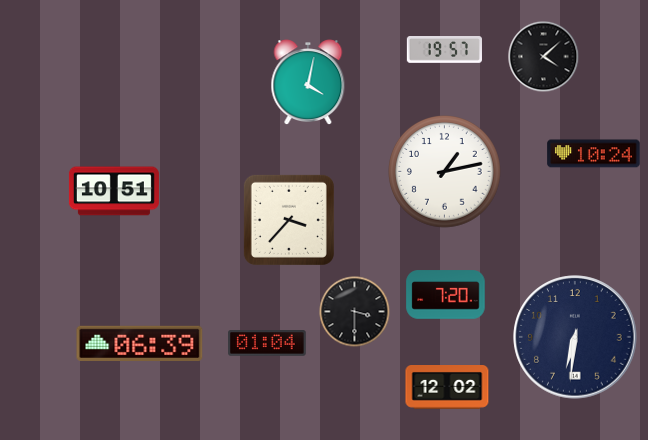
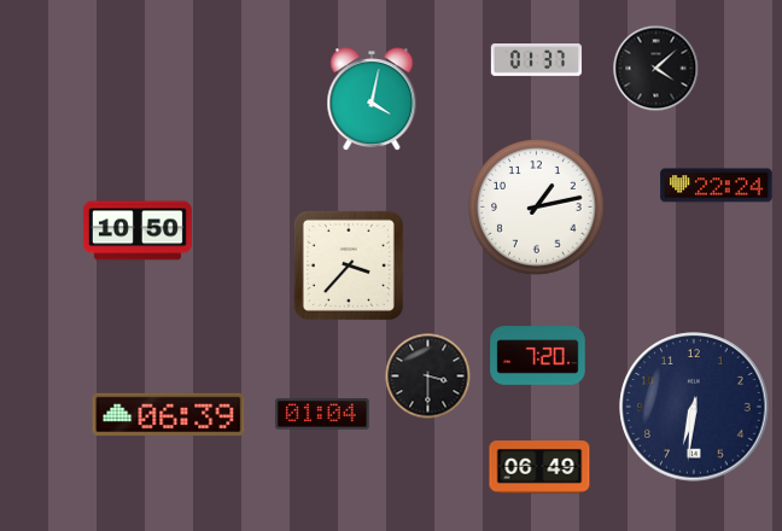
clock at (444, 50): 19:57 -> 01:37
clock at (594, 154): 10:24 -> 22:24
clock at (114, 191): 10:51 -> 10:50
clock at (447, 388): 12:02 -> 06:49
